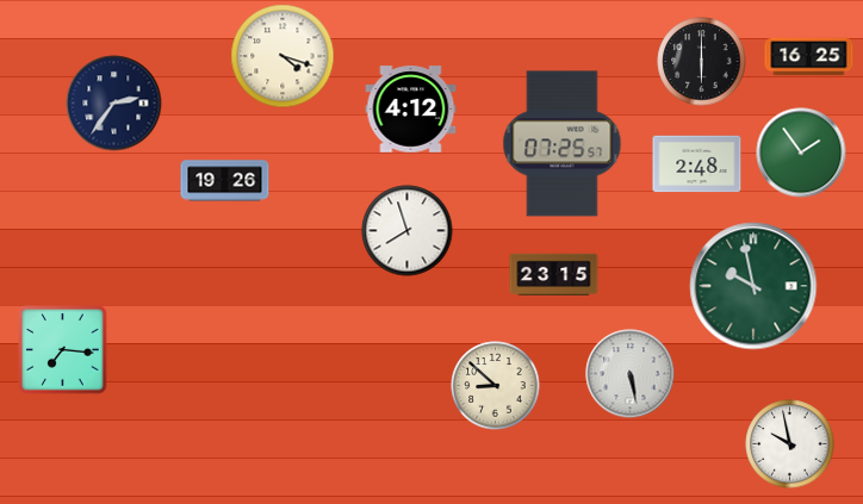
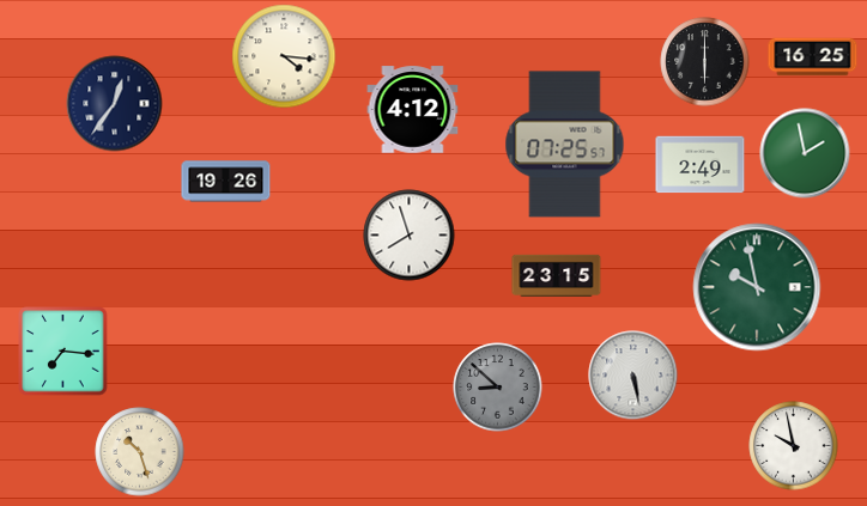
clock at (283, 56): 4:18 -> 4:16
clock at (114, 104): 2:36 -> 12:36
clock at (801, 153): 1:54 -> 1:58
clock at (697, 164): 2:48 -> 2:49
clock at (408, 231) position: (408, 231) -> (410, 236)
clock at (496, 386) dial: cream -> grey
clock at (140, 452): none -> 10:27
